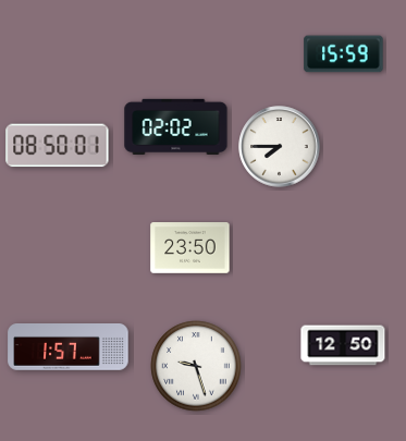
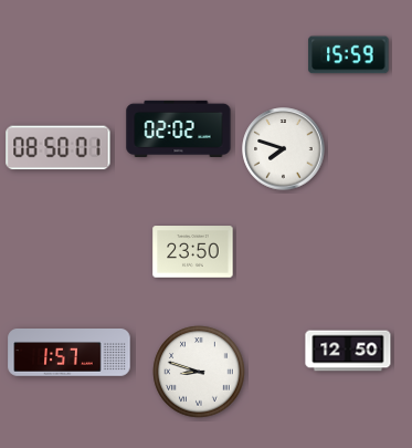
clock at (280, 147): 7:45 -> 7:48
clock at (196, 366): 9:27 -> 8:48
